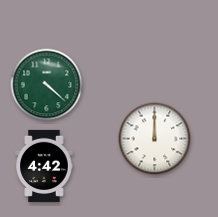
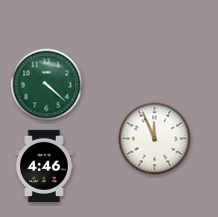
clock at (155, 139): 12:00 -> 11:56
clock at (44, 166): 4:42 -> 4:46
